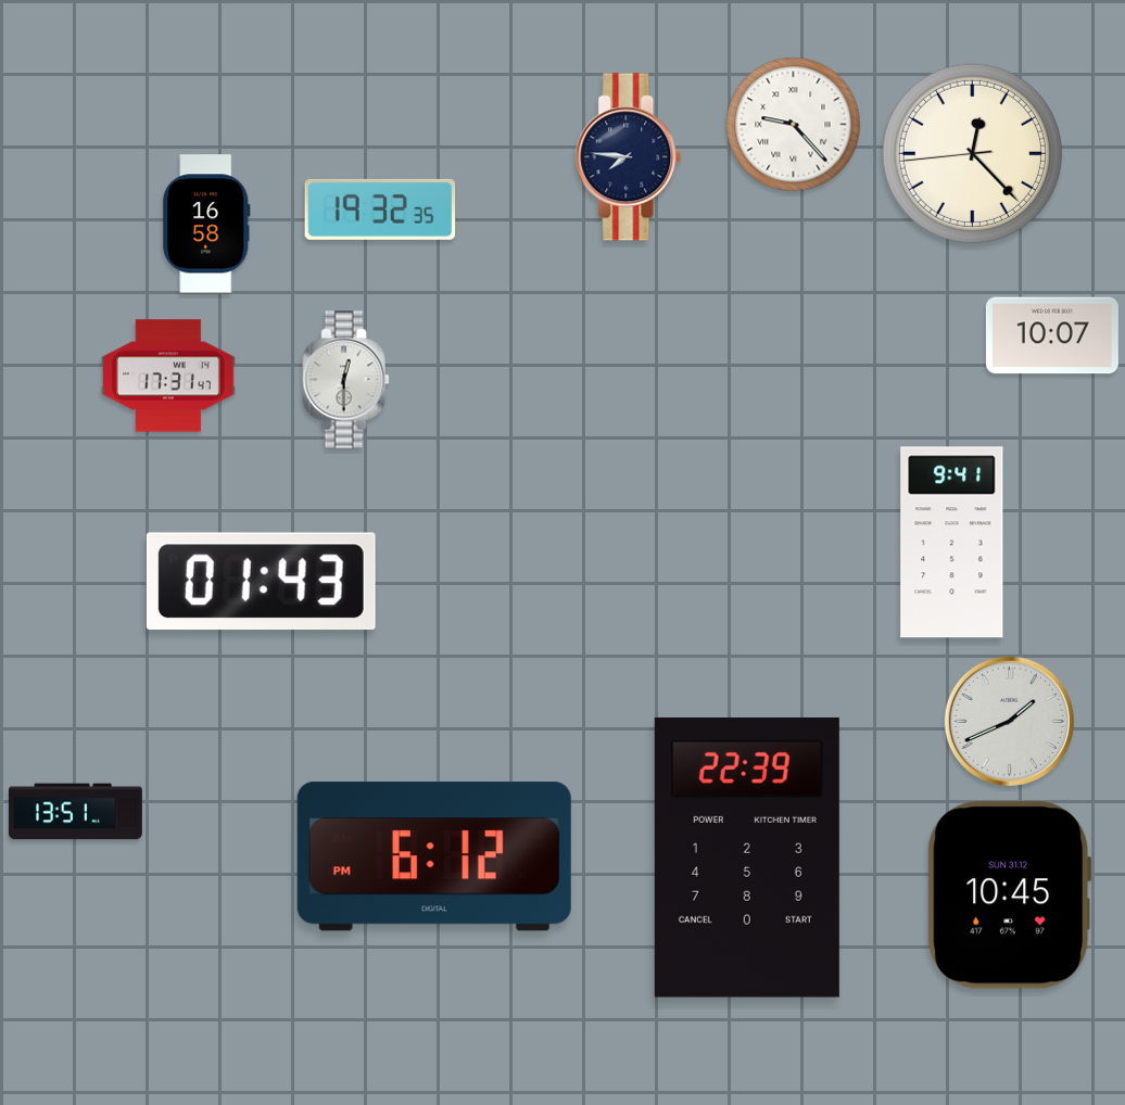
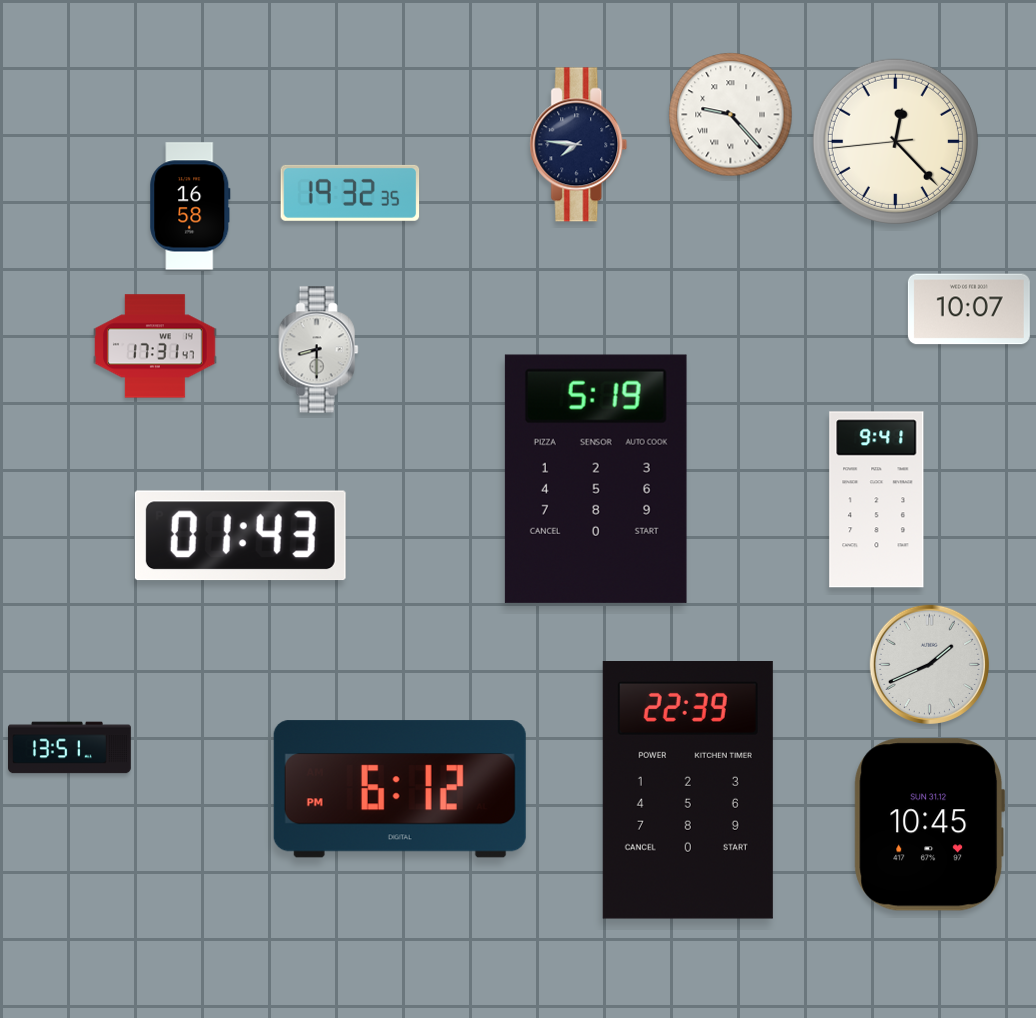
clock at (346, 380): 12:30 -> 8:30
clock at (596, 479): none -> 5:19
